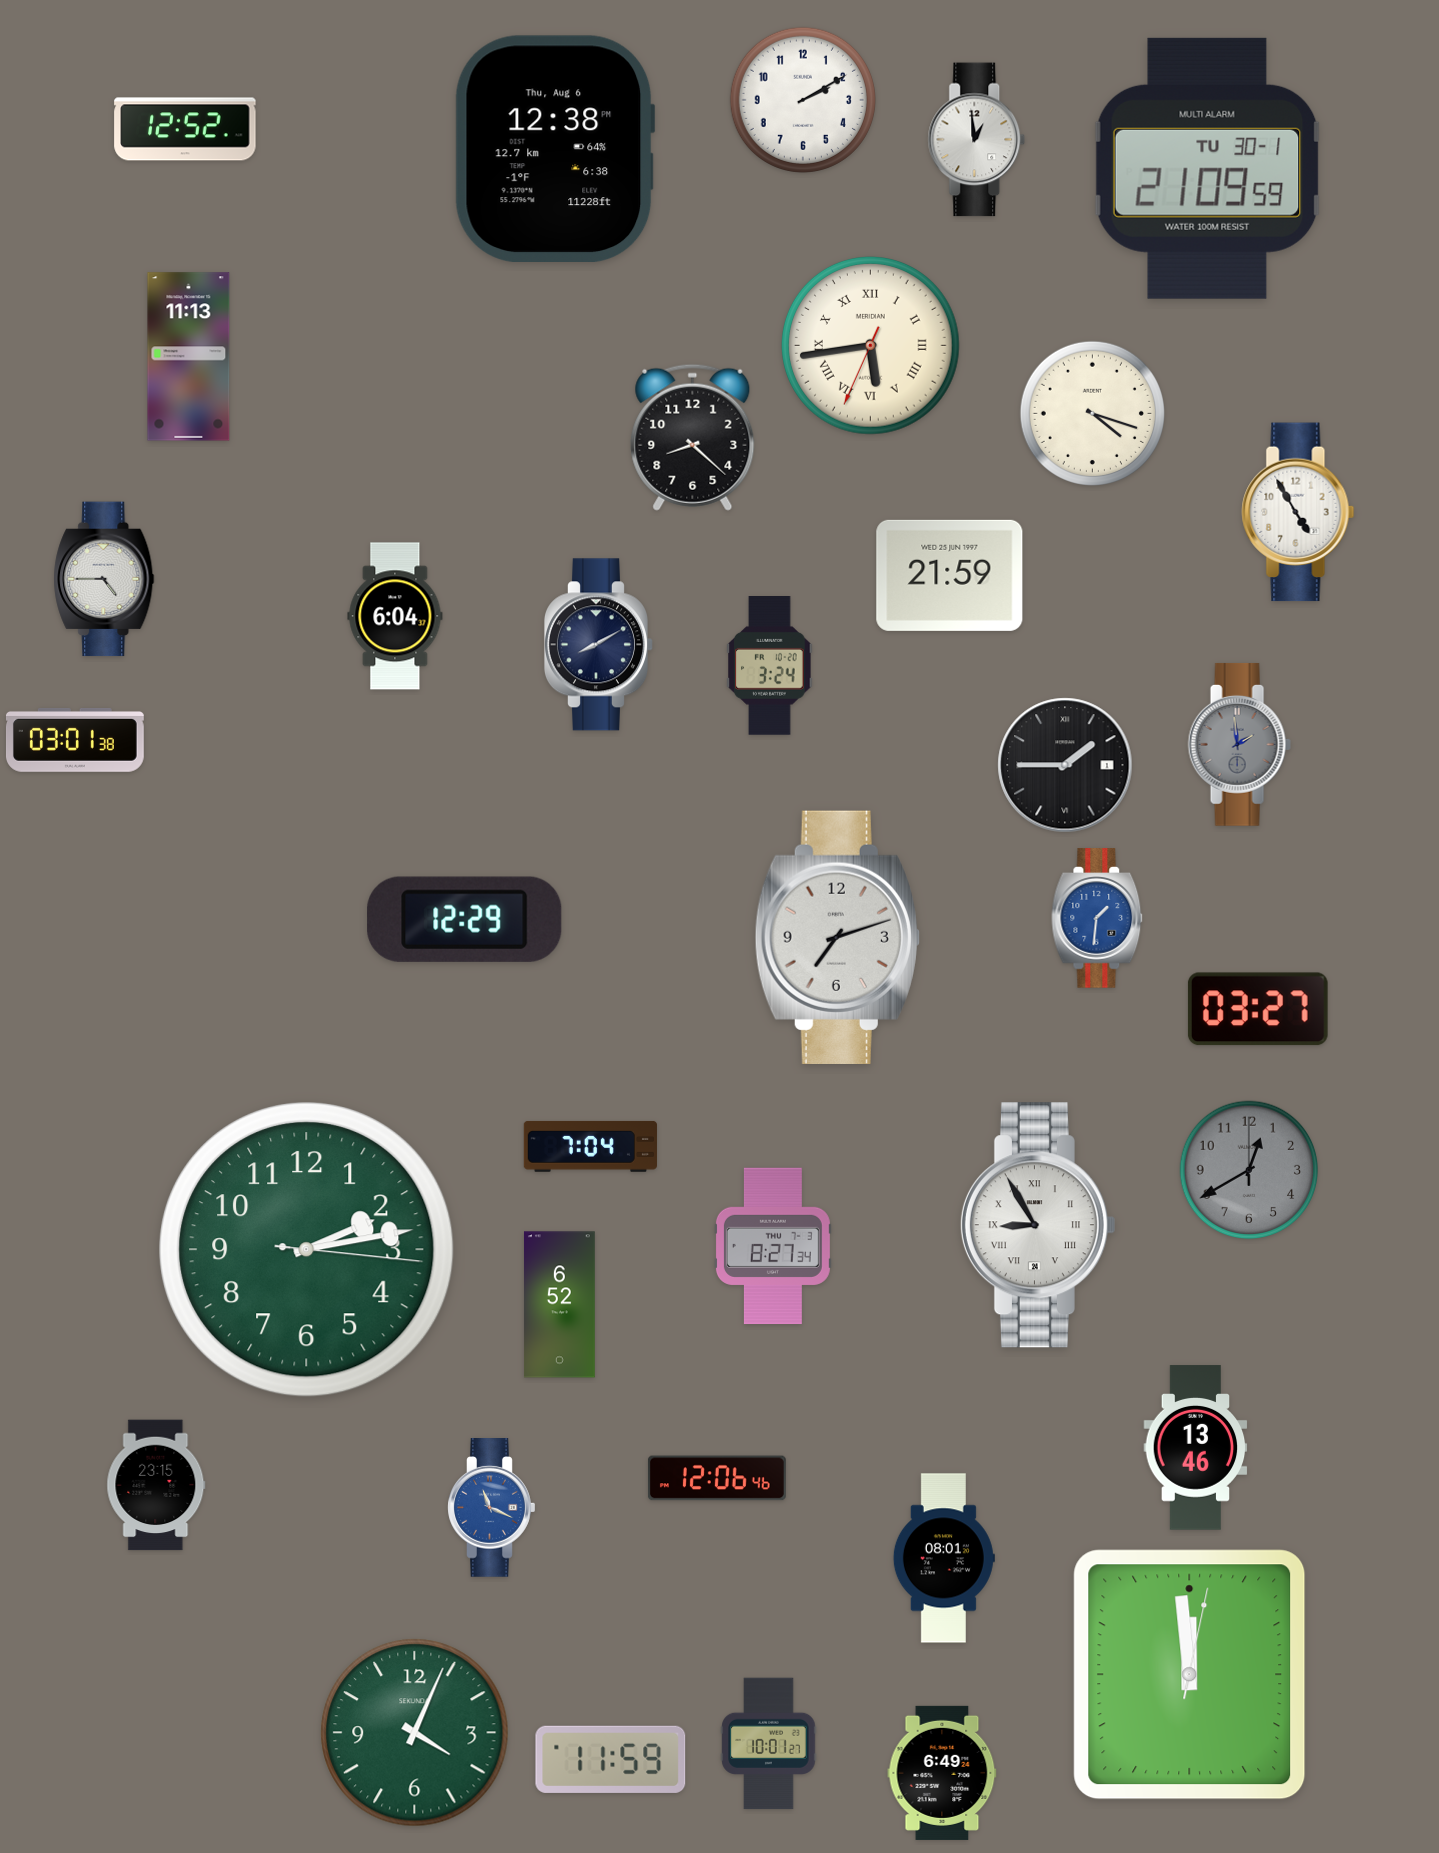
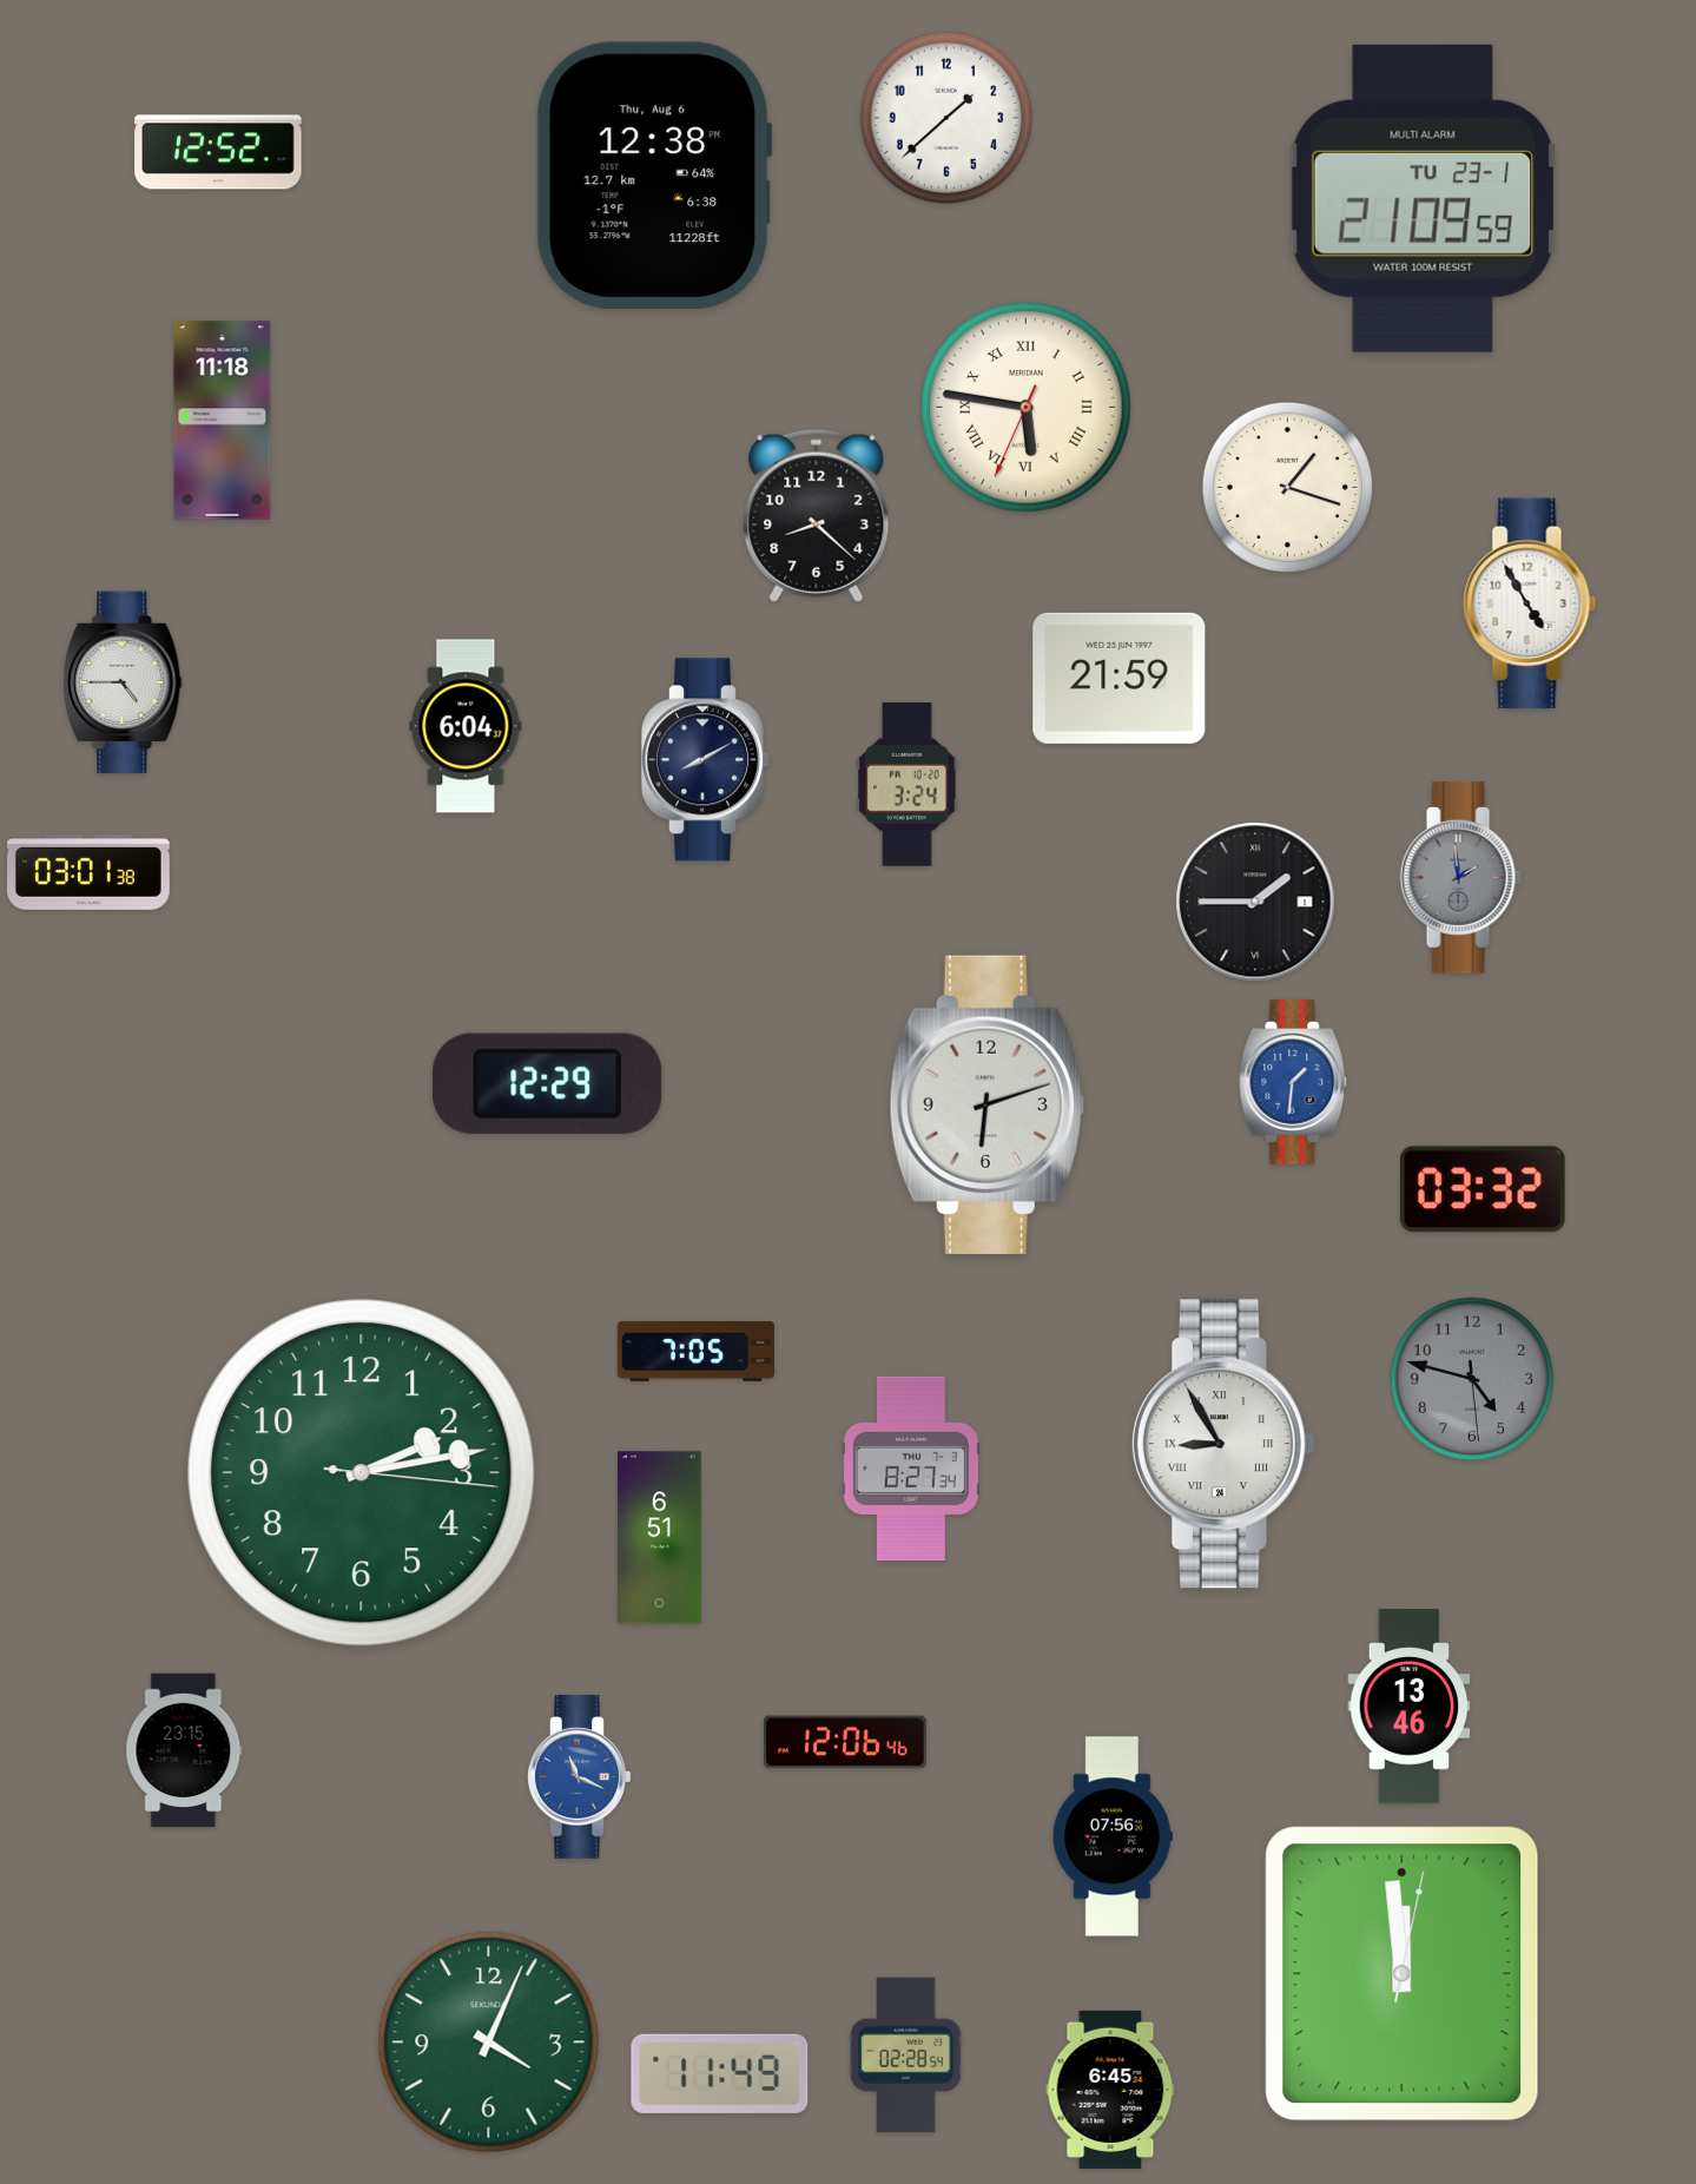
clock at (803, 100): 2:10 -> 1:38
clock at (977, 140): 12:59 -> none
clock at (1208, 168) date: TU 30-1 -> TU 23-1
clock at (871, 346): 5:43 -> 5:46
clock at (189, 357): 11:13 -> 11:18
clock at (1092, 413): 4:18 -> 1:18
clock at (837, 937): 7:12 -> 6:12
clock at (1258, 1009): 03:27 -> 03:32
clock at (590, 1147): 7:04 -> 7:05
clock at (1249, 1170): 12:40 -> 4:47
clock at (559, 1305): 6:52 -> 6:51
clock at (944, 1558): 08:01 -> 07:56
clock at (769, 1744): 10:01 -> 02:28
clock at (611, 1759): 11:59 -> 11:49
clock at (942, 1773): 6:49 -> 6:45
